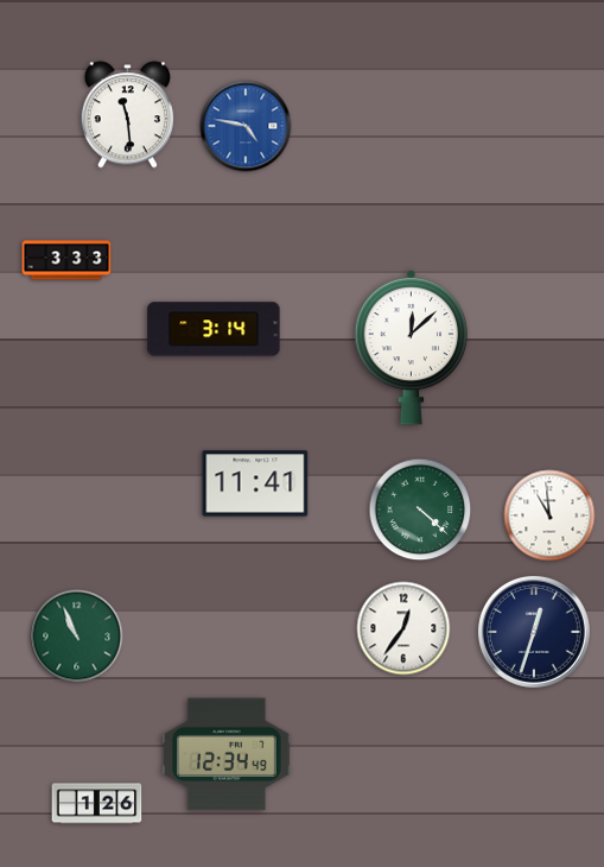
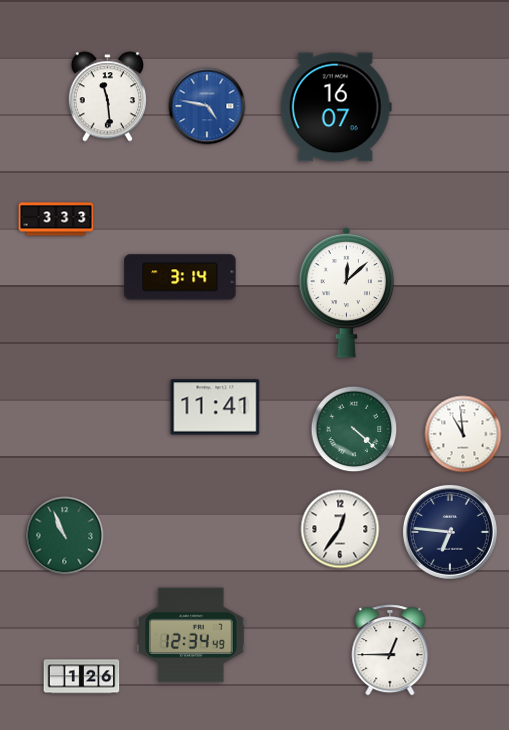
clock at (336, 107): none -> 16:07
clock at (534, 632): 12:33 -> 6:46
clock at (390, 650): none -> 12:45
